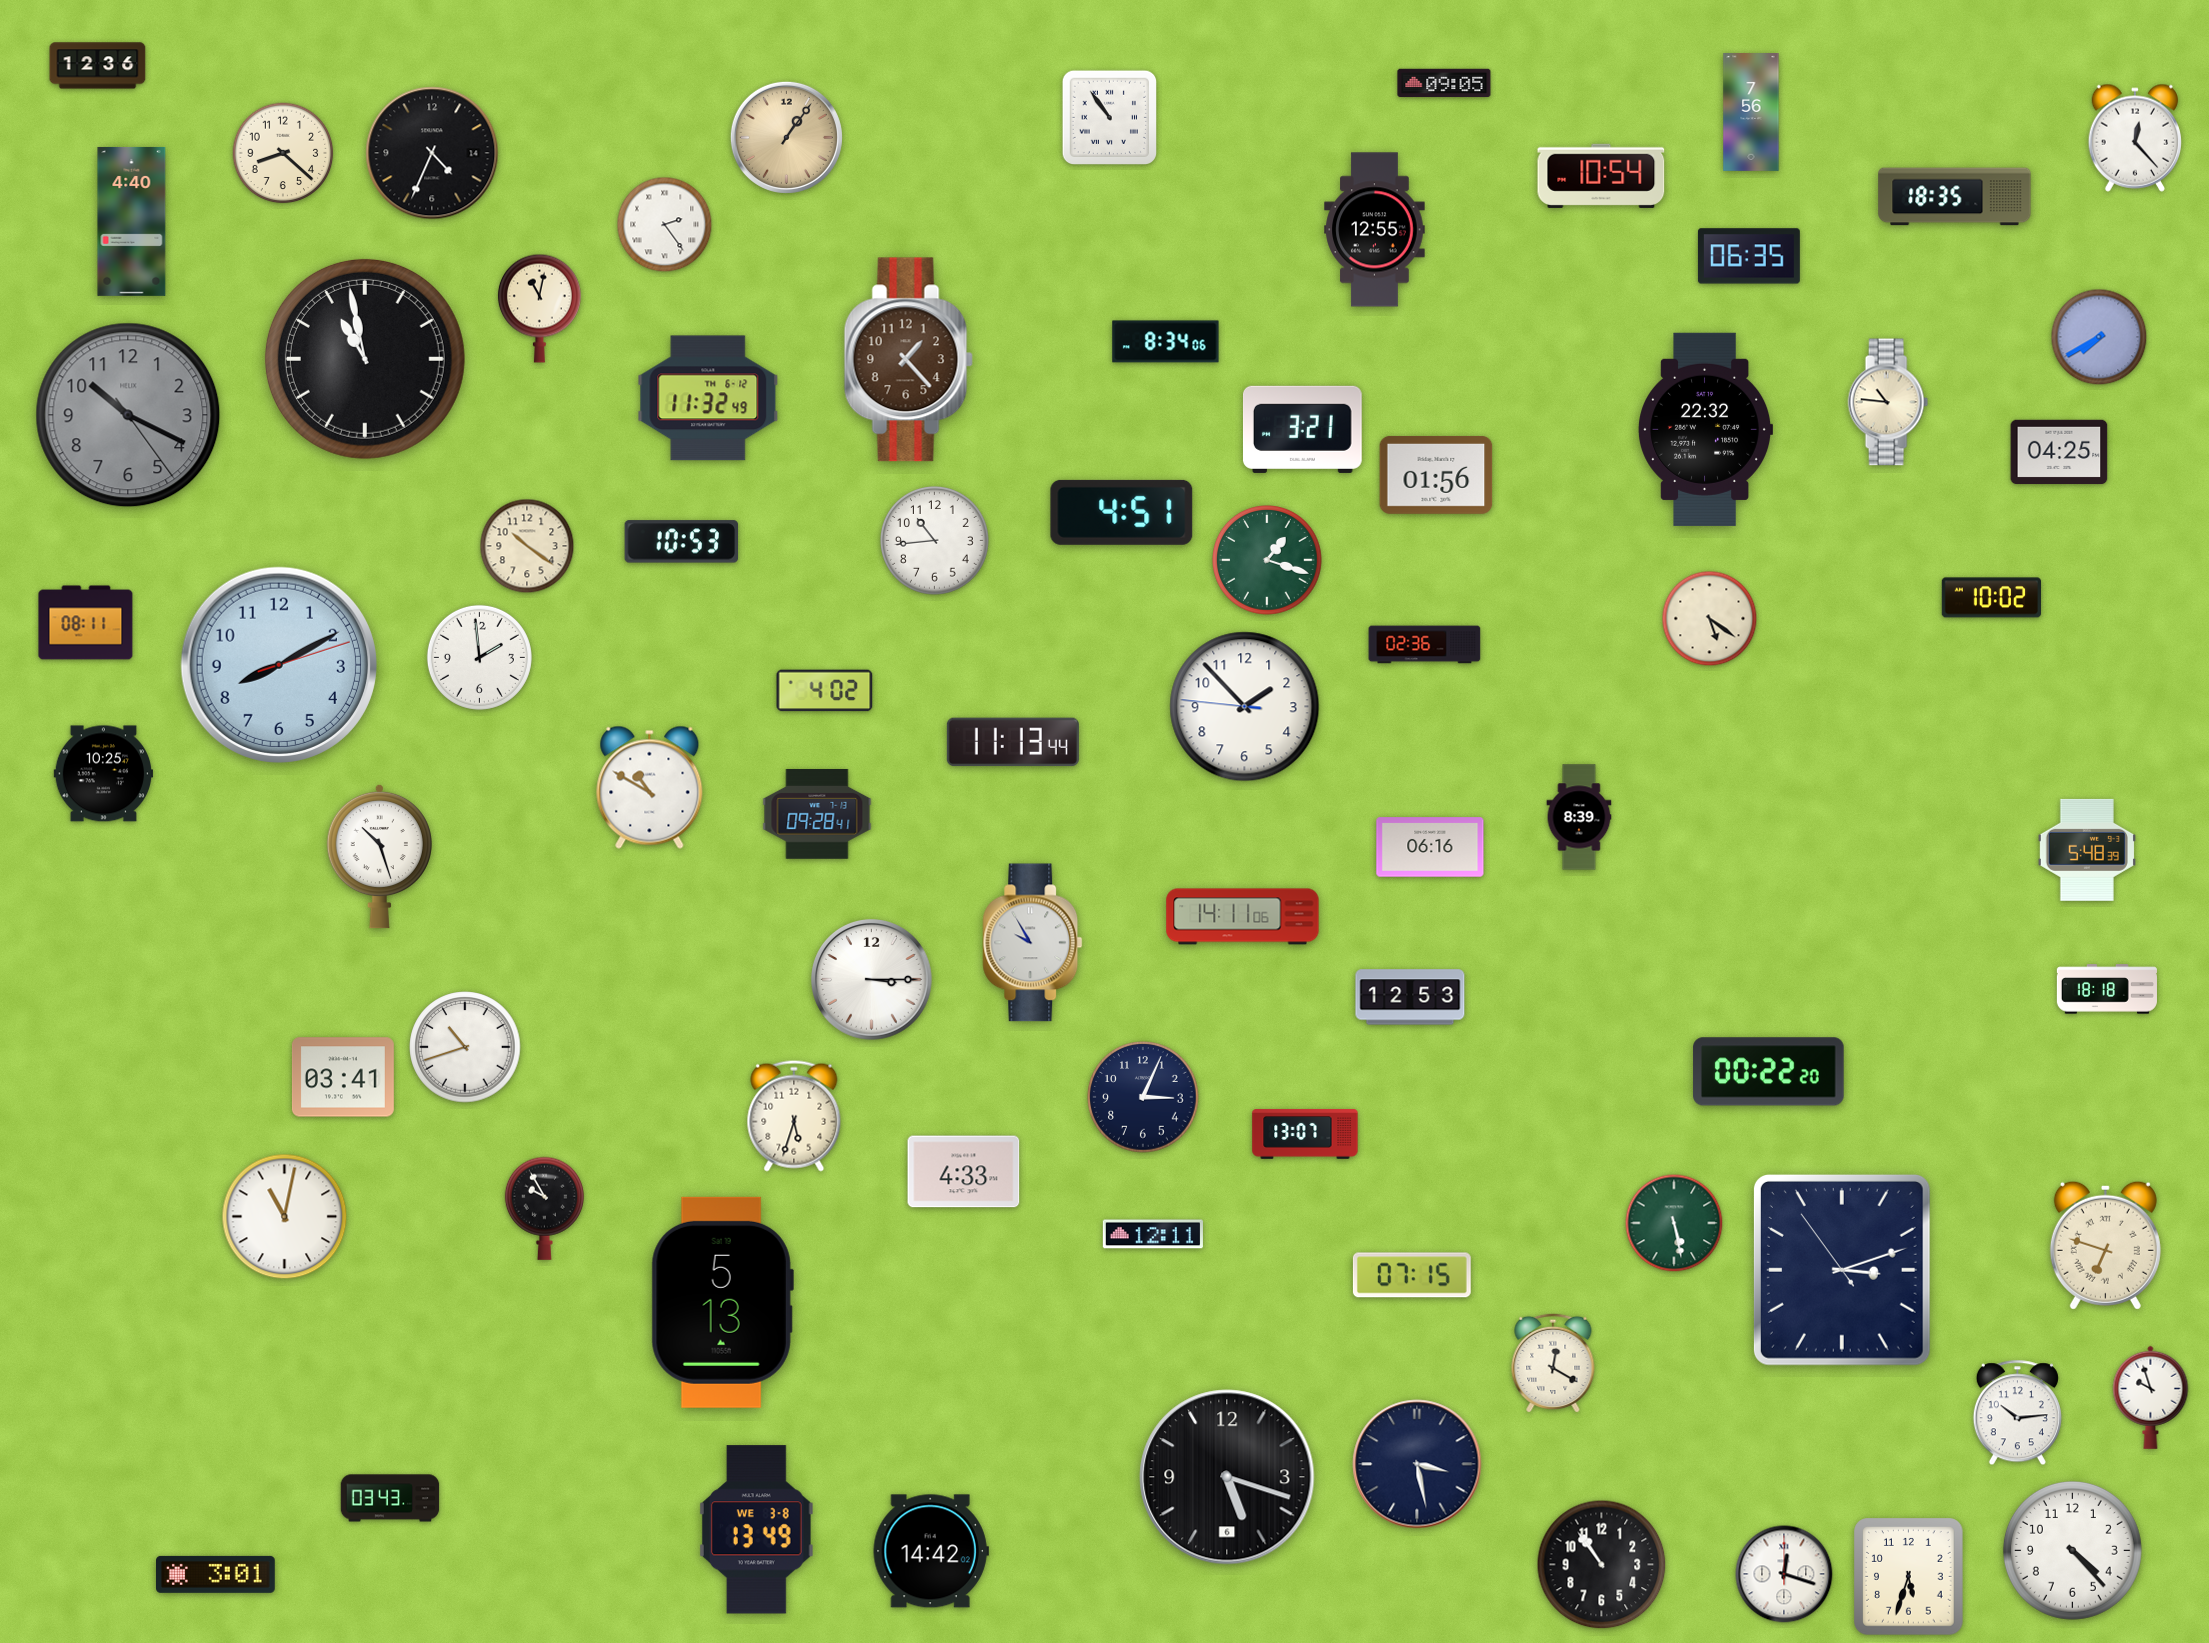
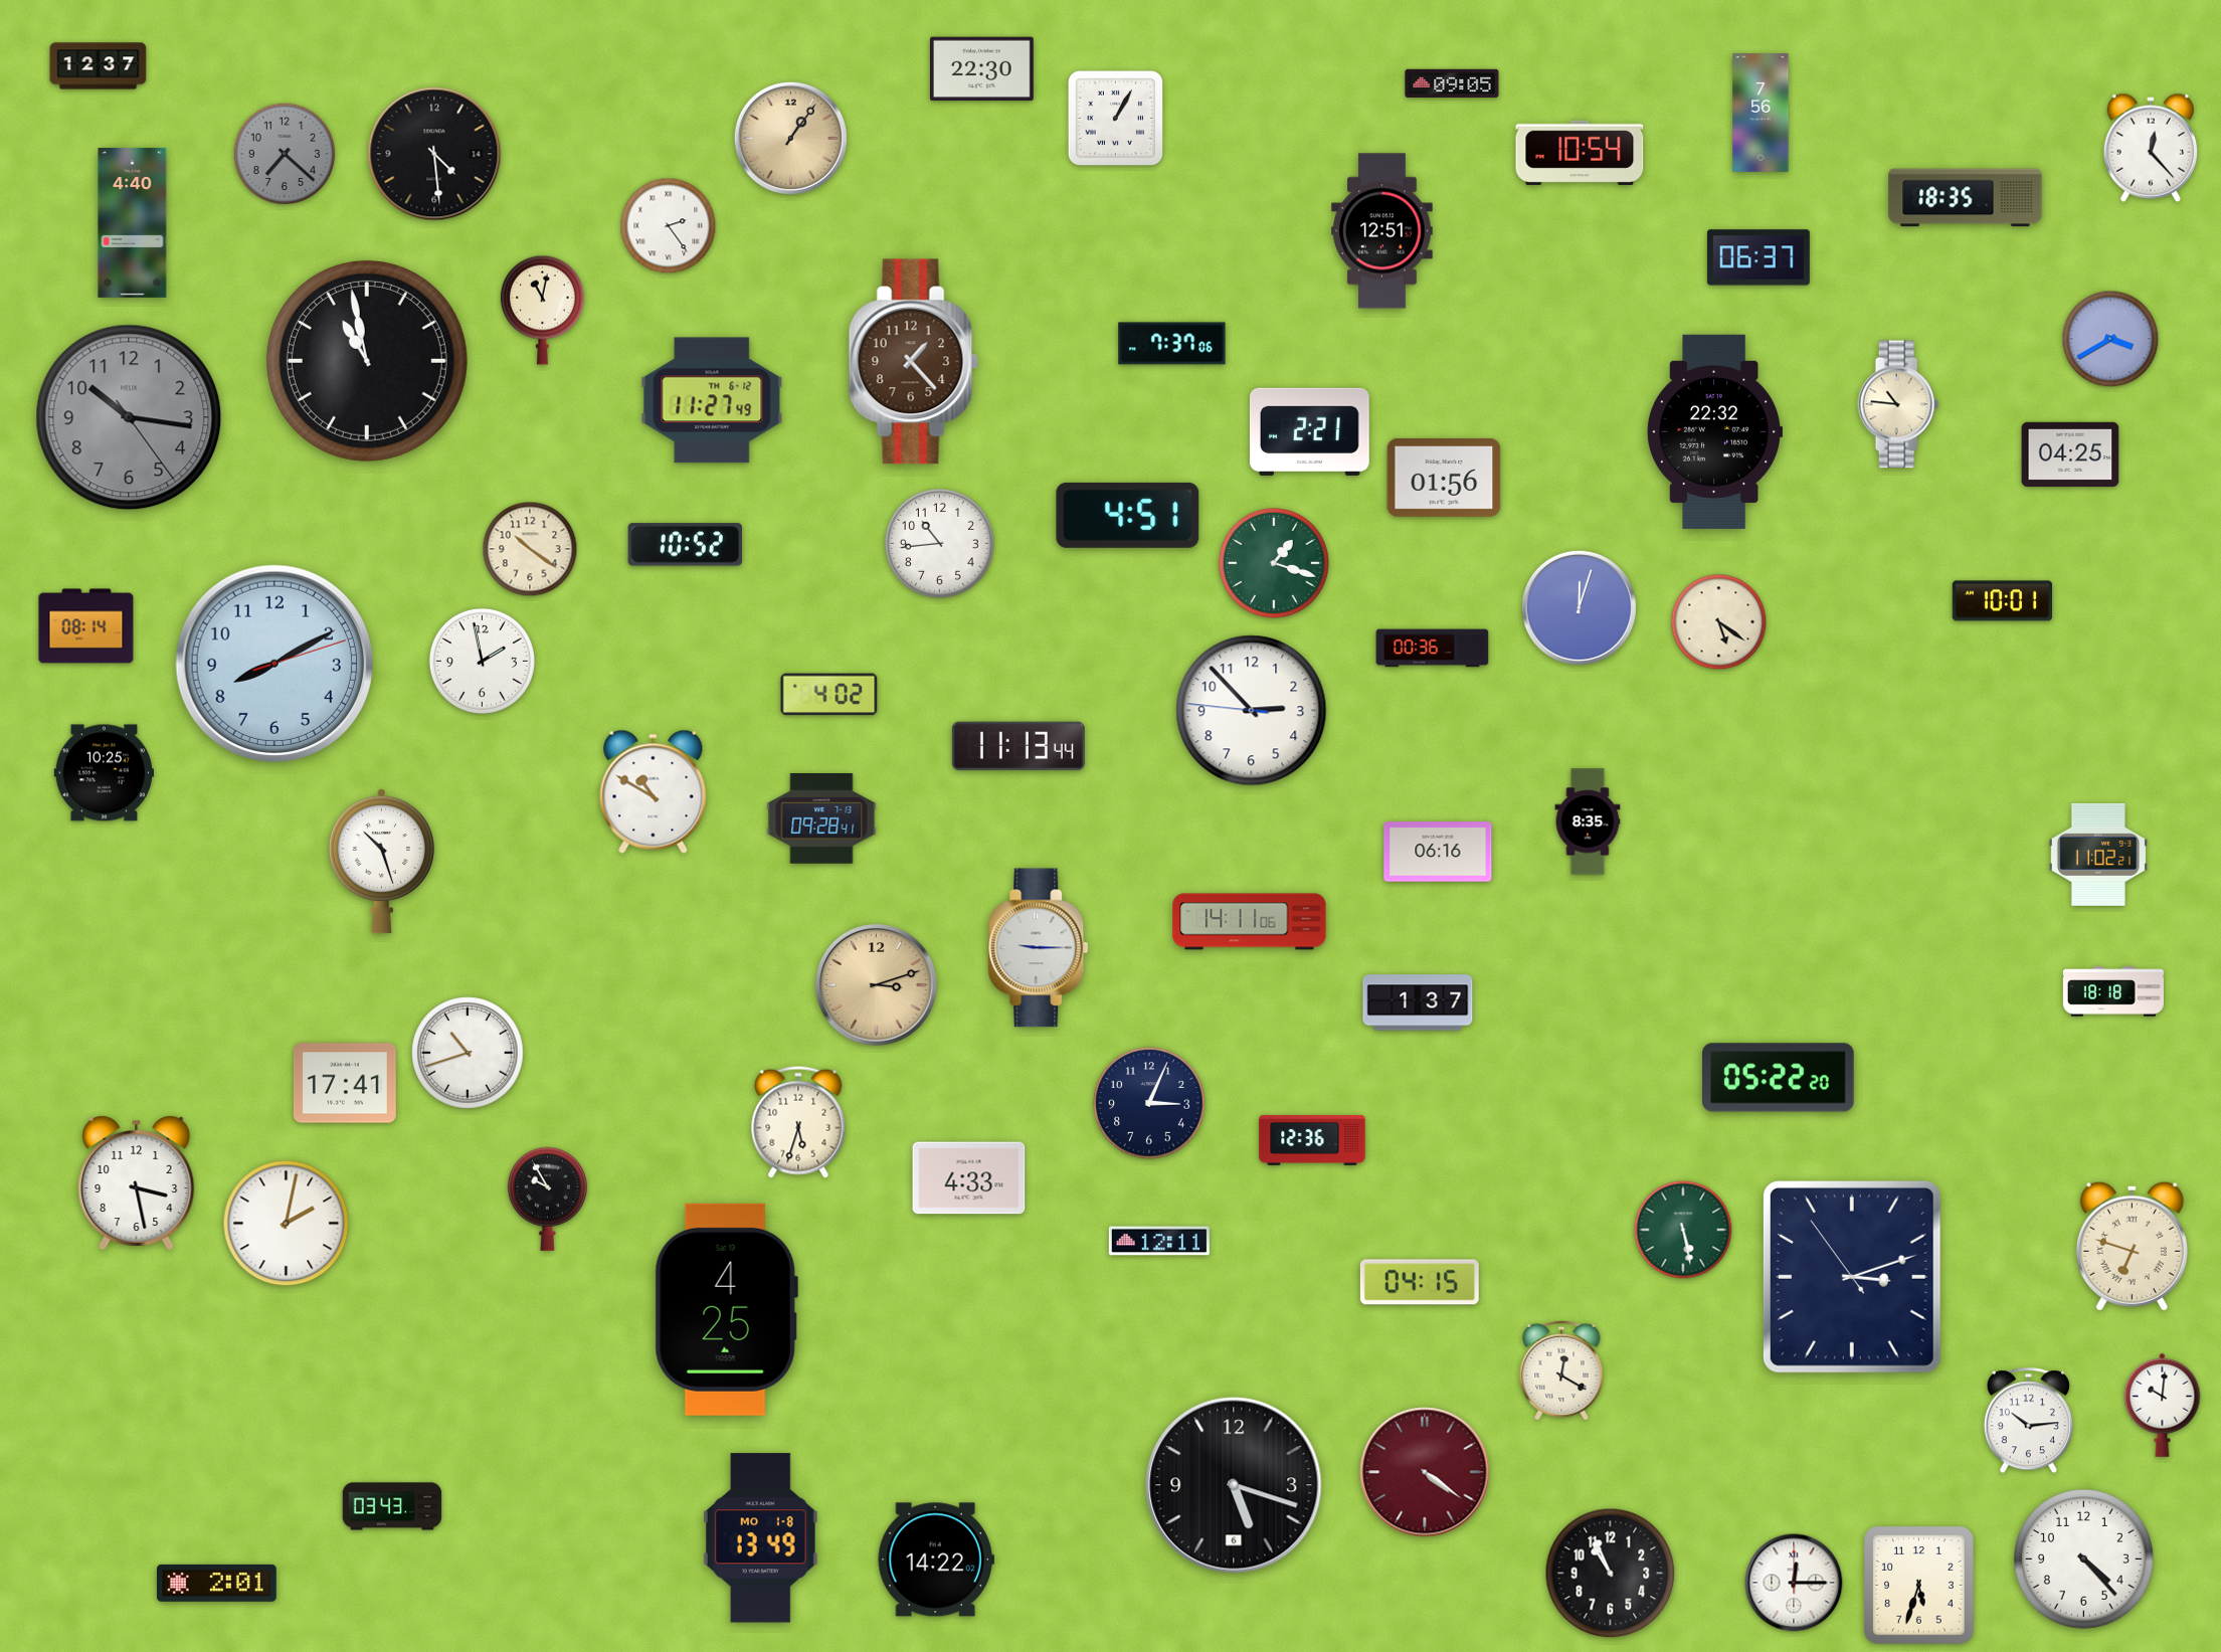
clock at (98, 66): 12:36 -> 12:37
clock at (981, 69): none -> 22:30
clock at (1109, 117): 10:54 -> 1:05
clock at (2134, 138) position: (2134, 138) -> (2150, 148)
clock at (283, 153): 8:22 -> 7:22
clock at (283, 153) dial: cream -> grey
clock at (432, 153): 4:34 -> 4:29
clock at (1601, 176) position: (1601, 176) -> (1580, 153)
clock at (1375, 230): 12:55 -> 12:51
clock at (1749, 256): 06:35 -> 06:37
clock at (2099, 337): 7:40 -> 3:40
clock at (1166, 342): 8:34 -> 7:37
clock at (708, 398): 11:32 -> 11:27
clock at (128, 415): 10:19 -> 10:16
clock at (1302, 429): 3:21 -> 2:21
clock at (682, 542): 10:53 -> 10:52
clock at (1991, 598): 10:02 -> 10:01
clock at (1579, 607): none -> 12:03
clock at (86, 623): 08:11 -> 08:14
clock at (1425, 645): 02:36 -> 00:36
clock at (479, 657): 1:59 -> 1:58
clock at (279, 665) position: (279, 665) -> (274, 664)
clock at (1245, 707): 1:52 -> 2:52
clock at (103, 774) position: (103, 774) -> (104, 773)
clock at (1579, 817): 8:39 -> 8:35
clock at (2087, 850): 5:48 -> 11:02
clock at (1033, 943): 9:55 -> 9:15
clock at (872, 980): 3:15 -> 3:12
clock at (872, 980) dial: white -> champagne
clock at (2107, 989) position: (2107, 989) -> (2113, 991)
clock at (1410, 997): 12:53 -> 1:37
clock at (1769, 1072): 00:22 -> 05:22
clock at (343, 1077): 03:41 -> 17:41
clock at (1305, 1134): 13:07 -> 12:36
clock at (137, 1183): none -> 3:28
clock at (544, 1208) position: (544, 1208) -> (547, 1199)
clock at (285, 1217): 11:02 -> 2:02
clock at (2105, 1245) position: (2105, 1245) -> (2132, 1246)
clock at (1412, 1275): 07:15 -> 04:15
clock at (722, 1302): 5:13 -> 4:25
clock at (2151, 1397): 9:57 -> 10:01
clock at (1417, 1464): 3:28 -> 4:21
clock at (1417, 1464) dial: navy -> burgundy
clock at (756, 1530) date: WE 3-8 -> MO 1-8
clock at (931, 1551): 14:42 -> 14:22
clock at (1602, 1565): 10:54 -> 10:56
clock at (216, 1574): 3:01 -> 2:01
clock at (1784, 1574): 12:18 -> 12:15
